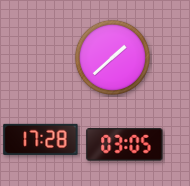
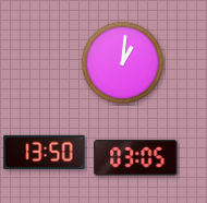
clock at (112, 57): 1:38 -> 1:01
clock at (41, 139): 17:28 -> 13:50
